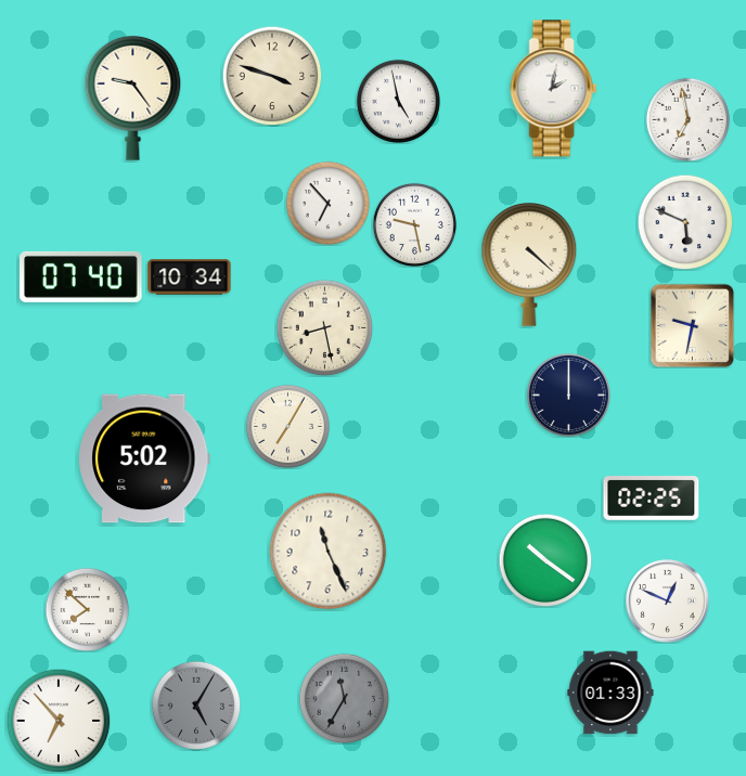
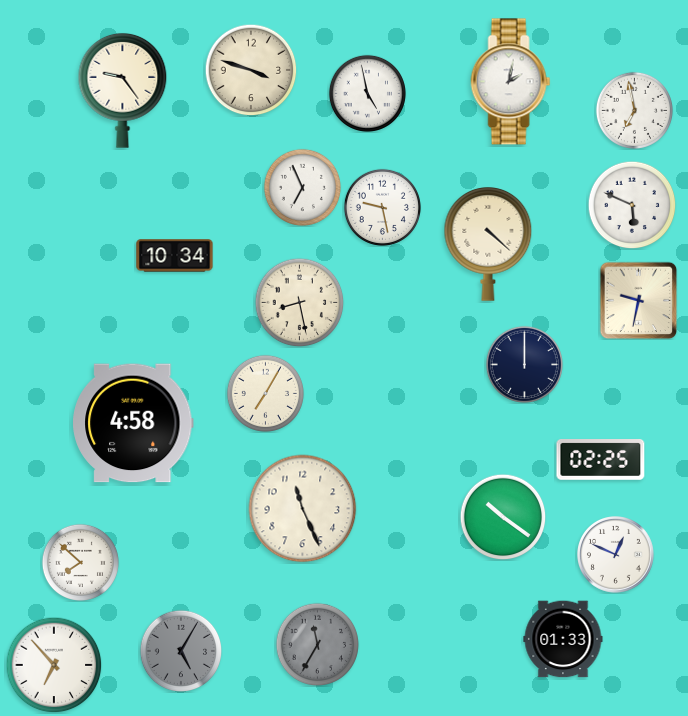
clock at (327, 203): 6:53 -> 6:56
clock at (81, 276): 07:40 -> none
clock at (145, 458): 5:02 -> 4:58
